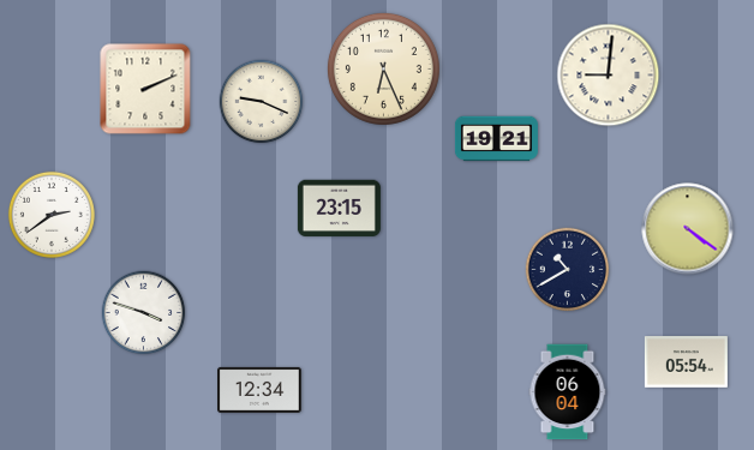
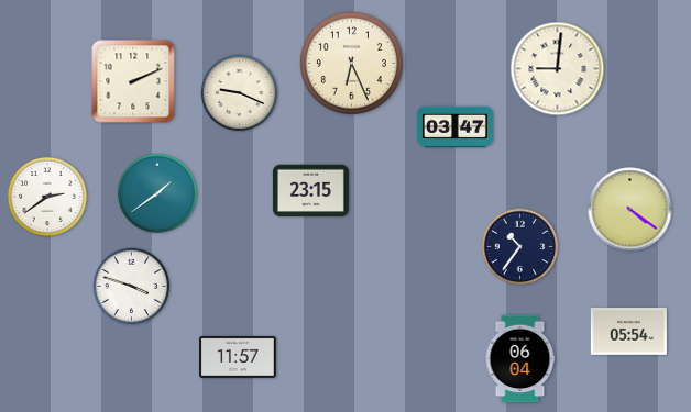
clock at (496, 139): 19:21 -> 03:47
clock at (157, 193): none -> 1:39
clock at (568, 270): 10:40 -> 10:36
clock at (261, 390): 12:34 -> 11:57
